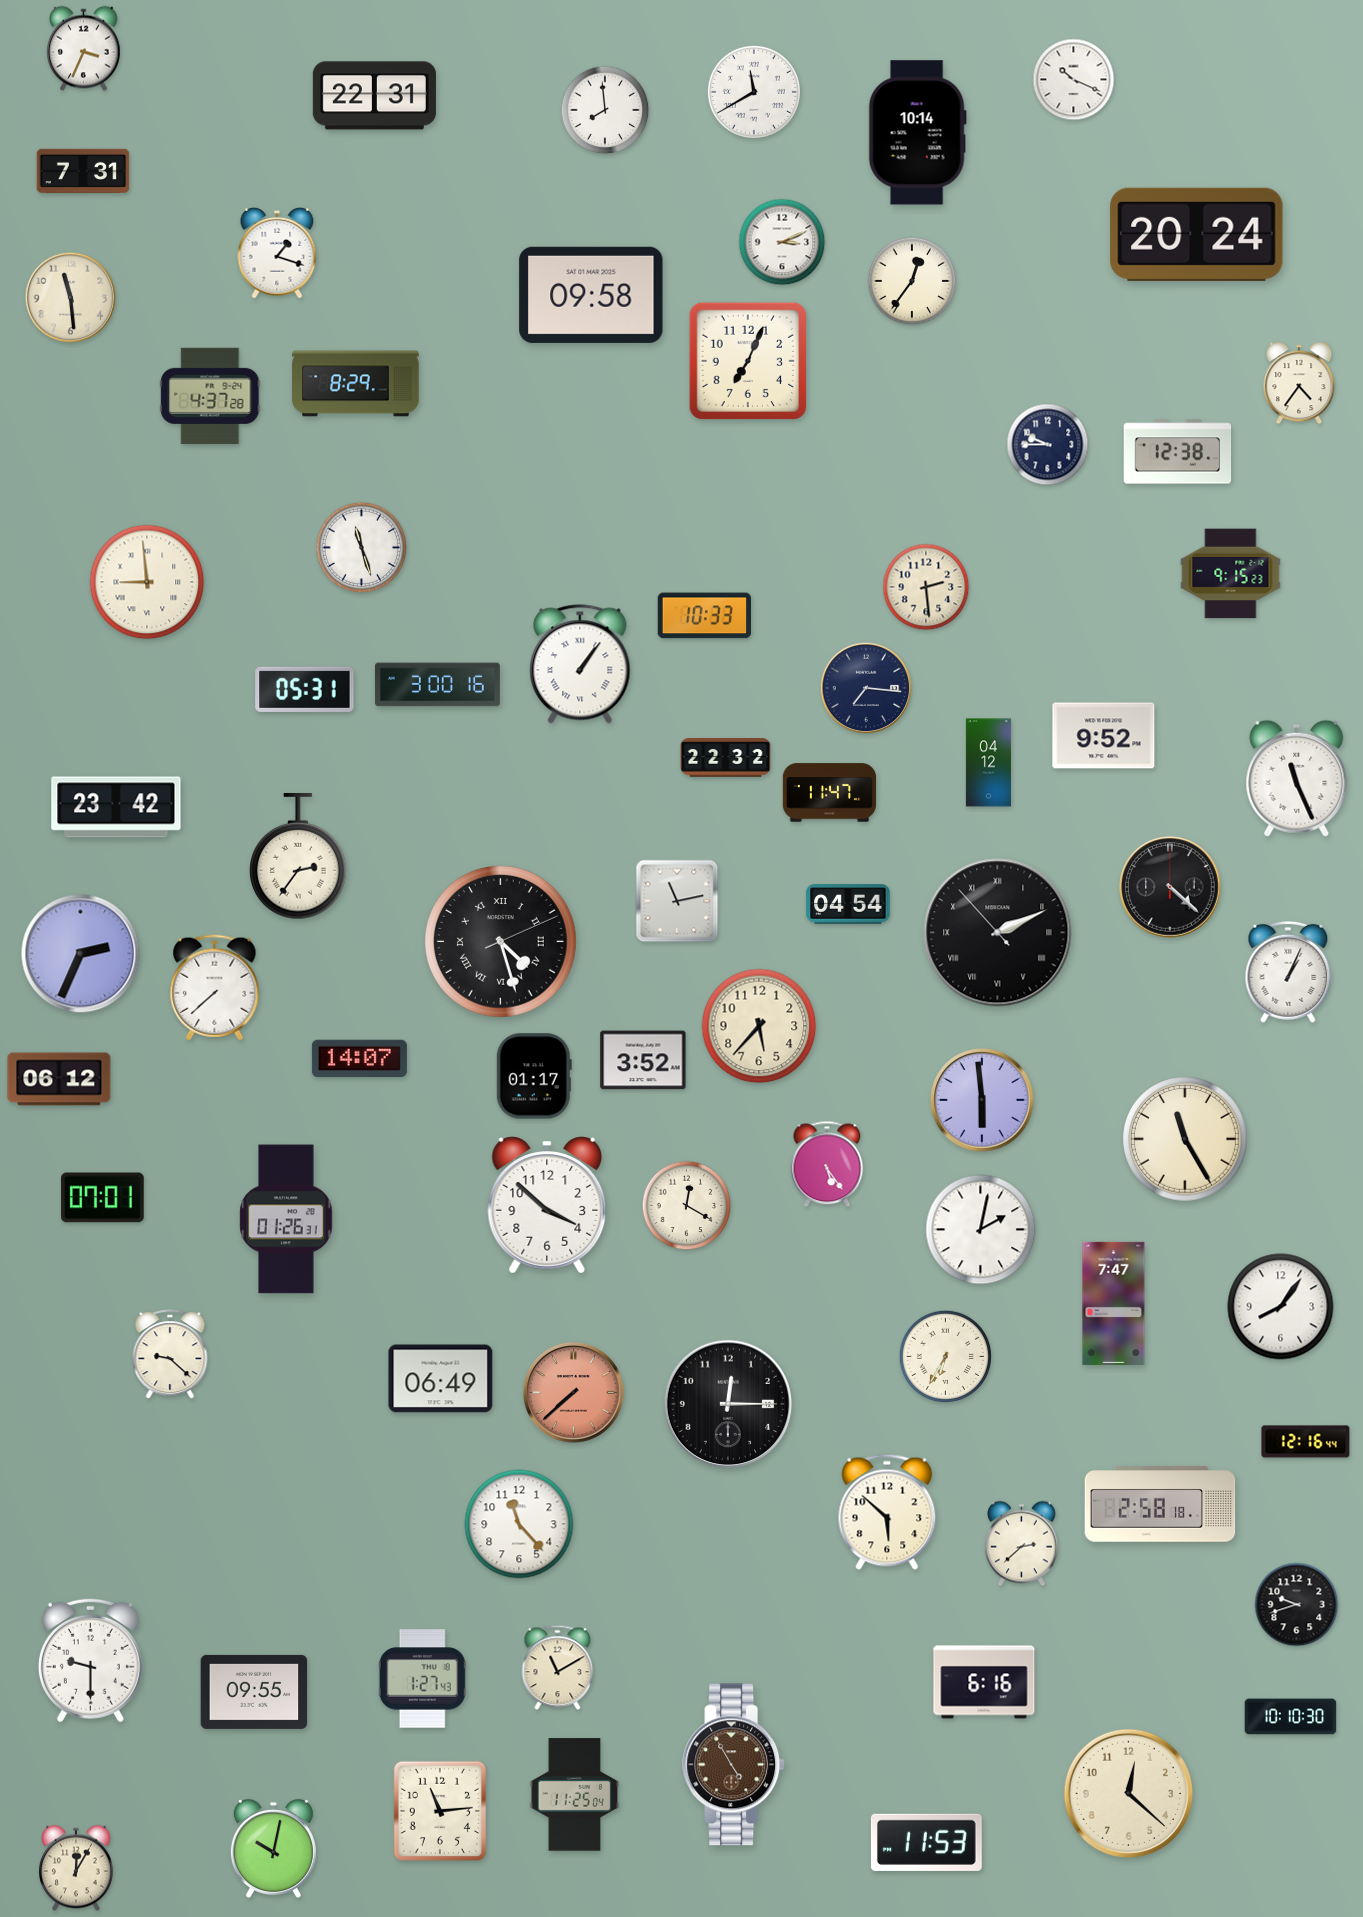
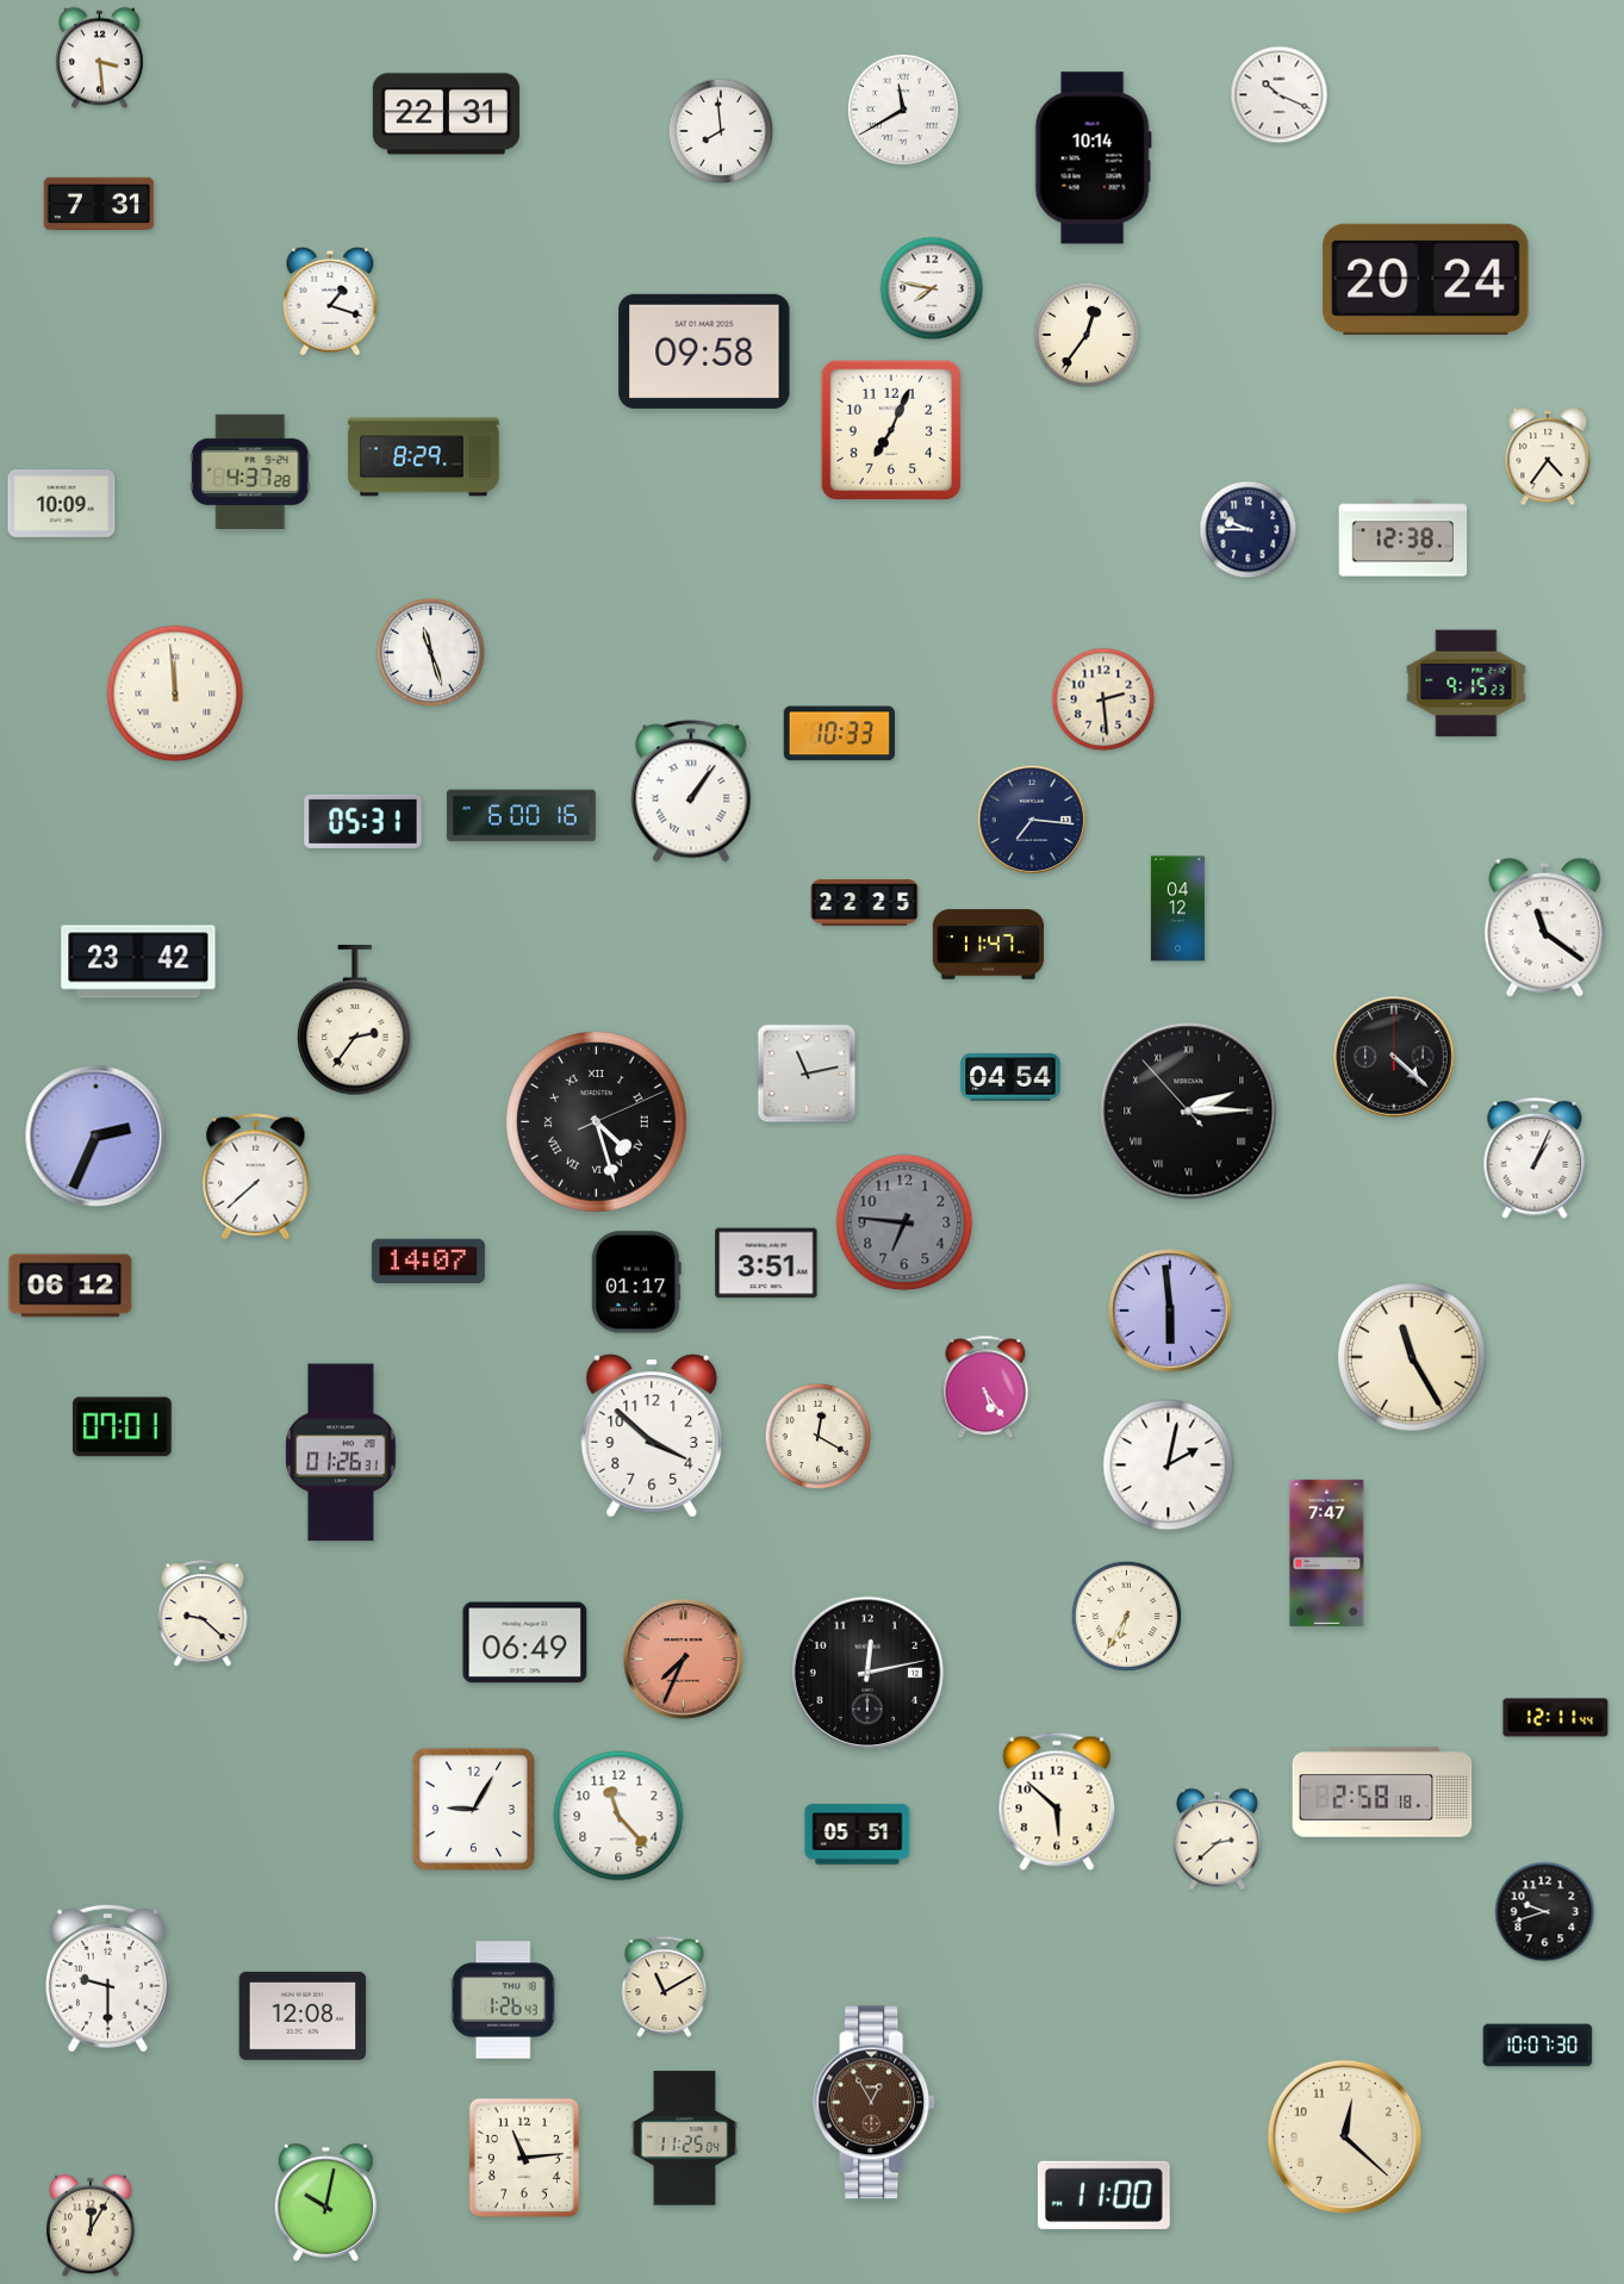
clock at (84, 49): 3:34 -> 3:29
clock at (754, 92) position: (754, 92) -> (903, 110)
clock at (782, 242): 3:11 -> 7:47
clock at (71, 298): 11:29 -> none
clock at (62, 504): none -> 10:09
clock at (147, 582): 8:59 -> 11:59
clock at (437, 685): 3:00 -> 6:00
clock at (1104, 736): 9:52 -> none
clock at (726, 758): 22:32 -> 22:25
clock at (1297, 778): 11:26 -> 11:21
clock at (998, 933): 2:10 -> 2:14
clock at (759, 1026): 5:37 -> 6:46
clock at (759, 1026) dial: cream -> grey
clock at (643, 1060): 3:52 -> 3:51
clock at (1281, 1307): 8:06 -> none
clock at (574, 1393): 7:38 -> 7:34
clock at (728, 1404): 12:15 -> 12:13
clock at (1306, 1442): 12:16 -> 12:11
clock at (473, 1809): none -> 9:05
clock at (858, 1835): none -> 05:51
clock at (422, 1679): 1:27 -> 1:26
clock at (984, 1682): 6:16 -> none
clock at (254, 1692): 09:55 -> 12:08
clock at (1291, 1717): 10:10 -> 10:07
clock at (734, 1765): 4:55 -> 12:55
clock at (926, 1842): 11:53 -> 11:00
